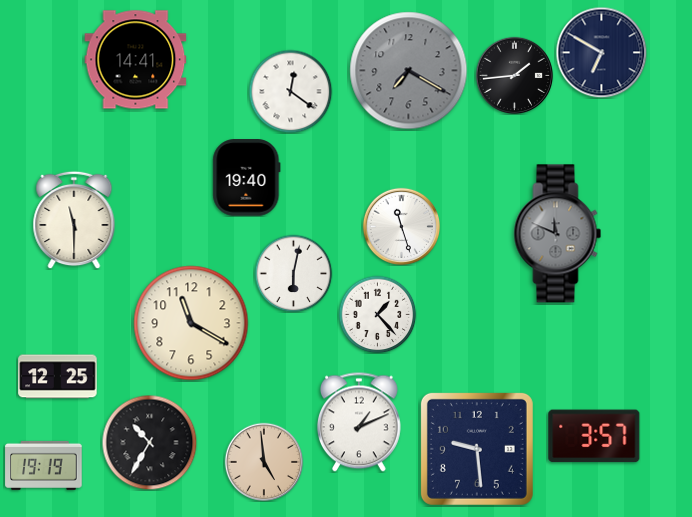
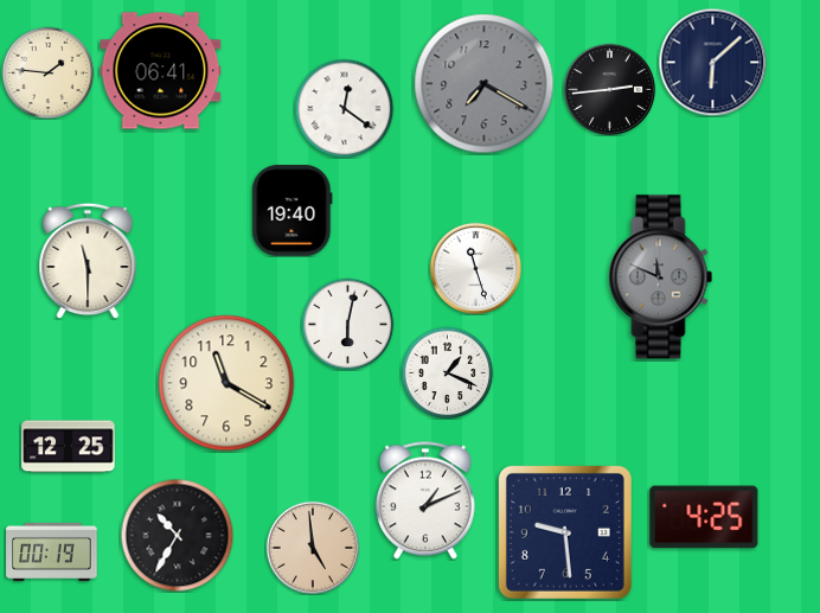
clock at (601, 52): 6:50 -> 6:08
clock at (136, 60): 14:41 -> 06:41
clock at (47, 72): none -> 1:46
clock at (514, 75): 1:44 -> 2:44
clock at (377, 314): 1:23 -> 1:19
clock at (594, 436): 3:57 -> 4:25
clock at (149, 442) position: (149, 442) -> (177, 535)
clock at (44, 465): 19:19 -> 00:19
